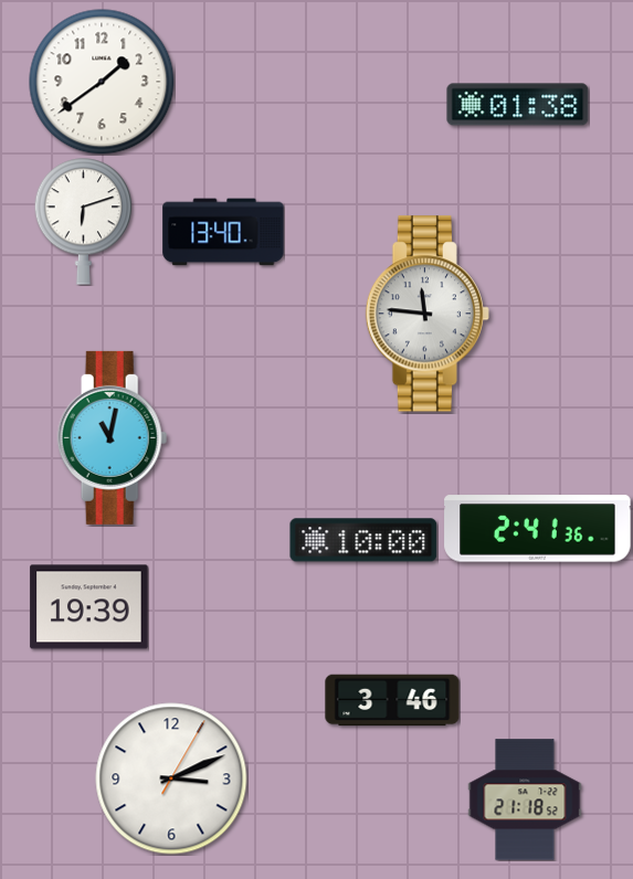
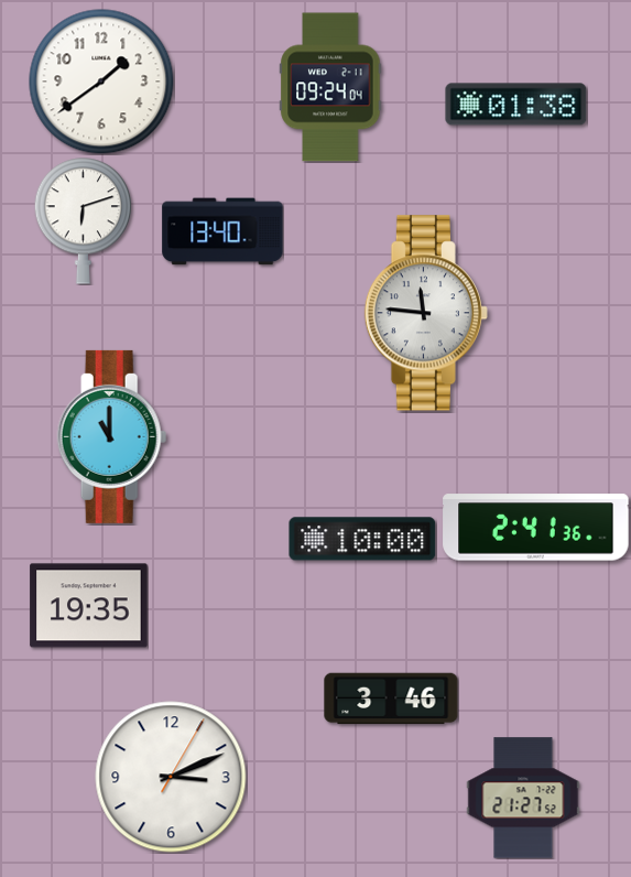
clock at (330, 87): none -> 09:24
clock at (113, 437): 11:02 -> 11:00
clock at (89, 607): 19:39 -> 19:35
clock at (525, 799): 21:18 -> 21:27
